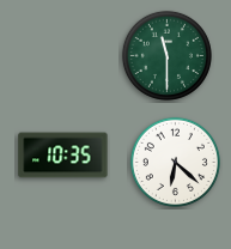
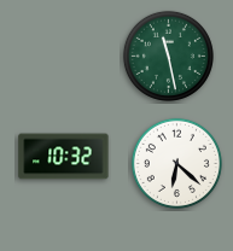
clock at (166, 55): 11:30 -> 11:28
clock at (63, 156): 10:35 -> 10:32
